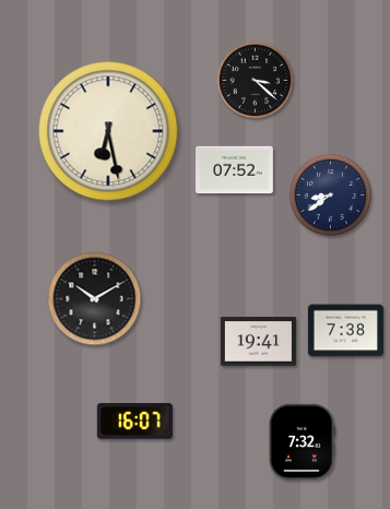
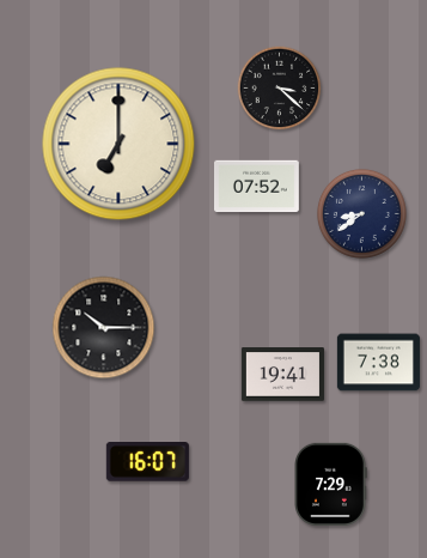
clock at (108, 131): 6:28 -> 7:00
clock at (95, 299): 10:10 -> 10:15
clock at (302, 441): 7:32 -> 7:29
